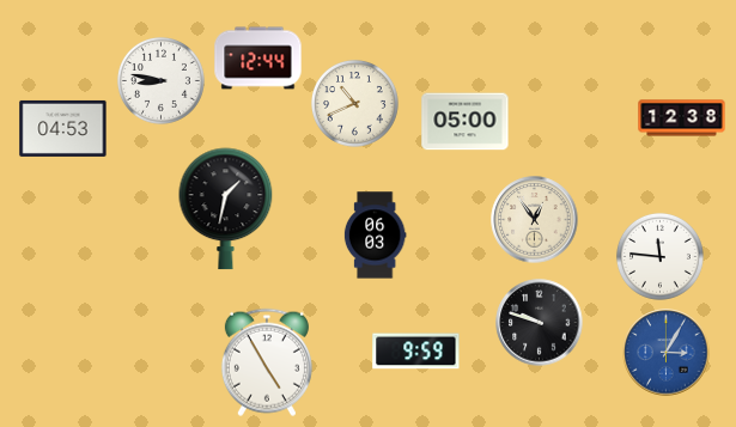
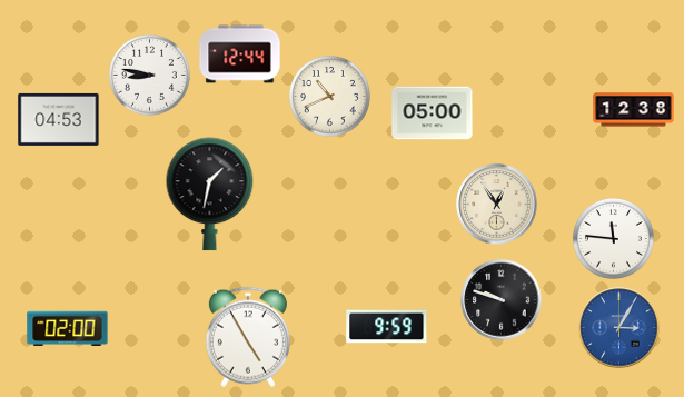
clock at (375, 236): 06:03 -> none
clock at (68, 328): none -> 02:00
